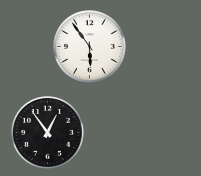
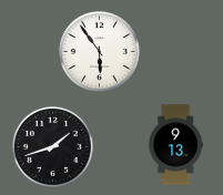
clock at (175, 145): none -> 9:13
clock at (48, 133): 12:54 -> 1:42
